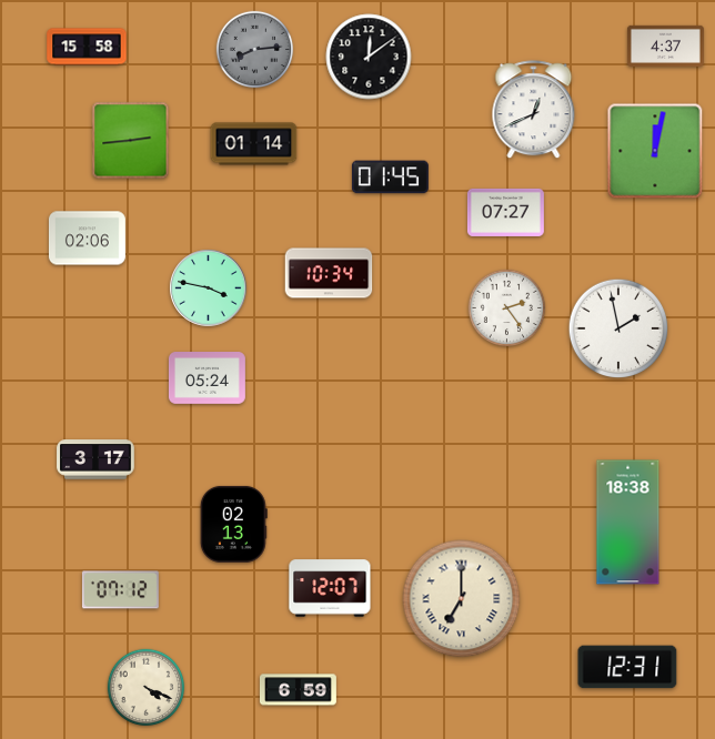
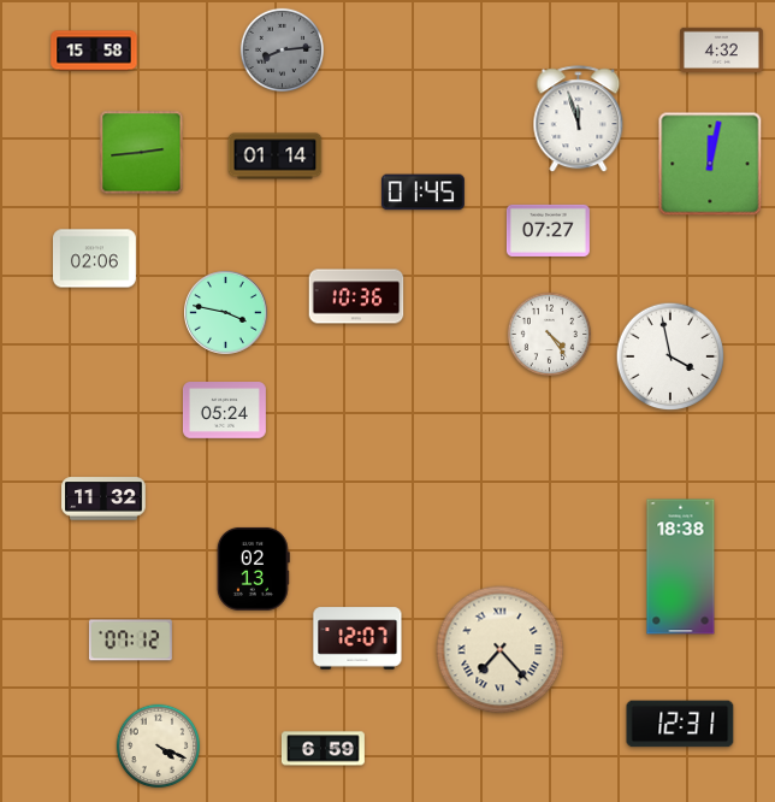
clock at (665, 45): 4:37 -> 4:32
clock at (255, 50) position: (255, 50) -> (283, 51)
clock at (369, 57): 12:09 -> none
clock at (534, 110): 12:41 -> 11:57
clock at (329, 273): 10:34 -> 10:36
clock at (507, 308): 2:24 -> 4:24
clock at (618, 328): 1:58 -> 3:58
clock at (95, 459): 3:17 -> 11:32
clock at (462, 599): 7:00 -> 7:23
